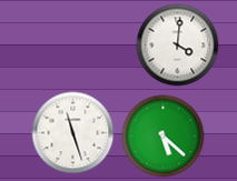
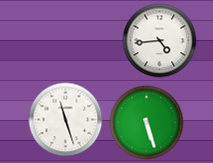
clock at (178, 46): 4:01 -> 4:44
clock at (164, 137): 5:22 -> 5:27
